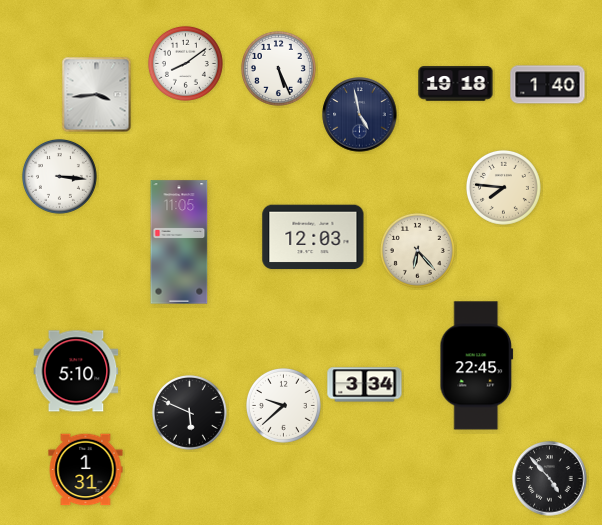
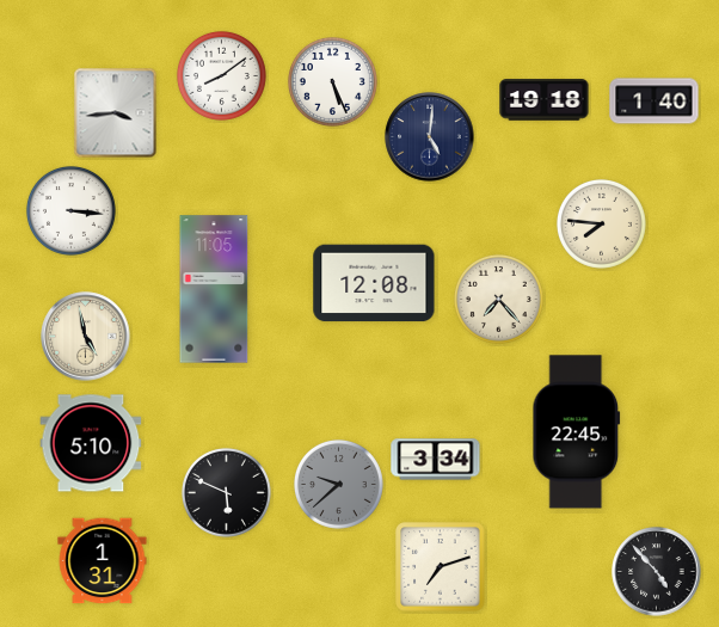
clock at (360, 115): 4:58 -> 5:01
clock at (313, 237): 12:03 -> 12:08
clock at (417, 250): 6:23 -> 7:23
clock at (86, 337): none -> 4:58
clock at (477, 366) position: (477, 366) -> (577, 432)
clock at (283, 405) dial: white -> grey
clock at (441, 567): none -> 7:12
